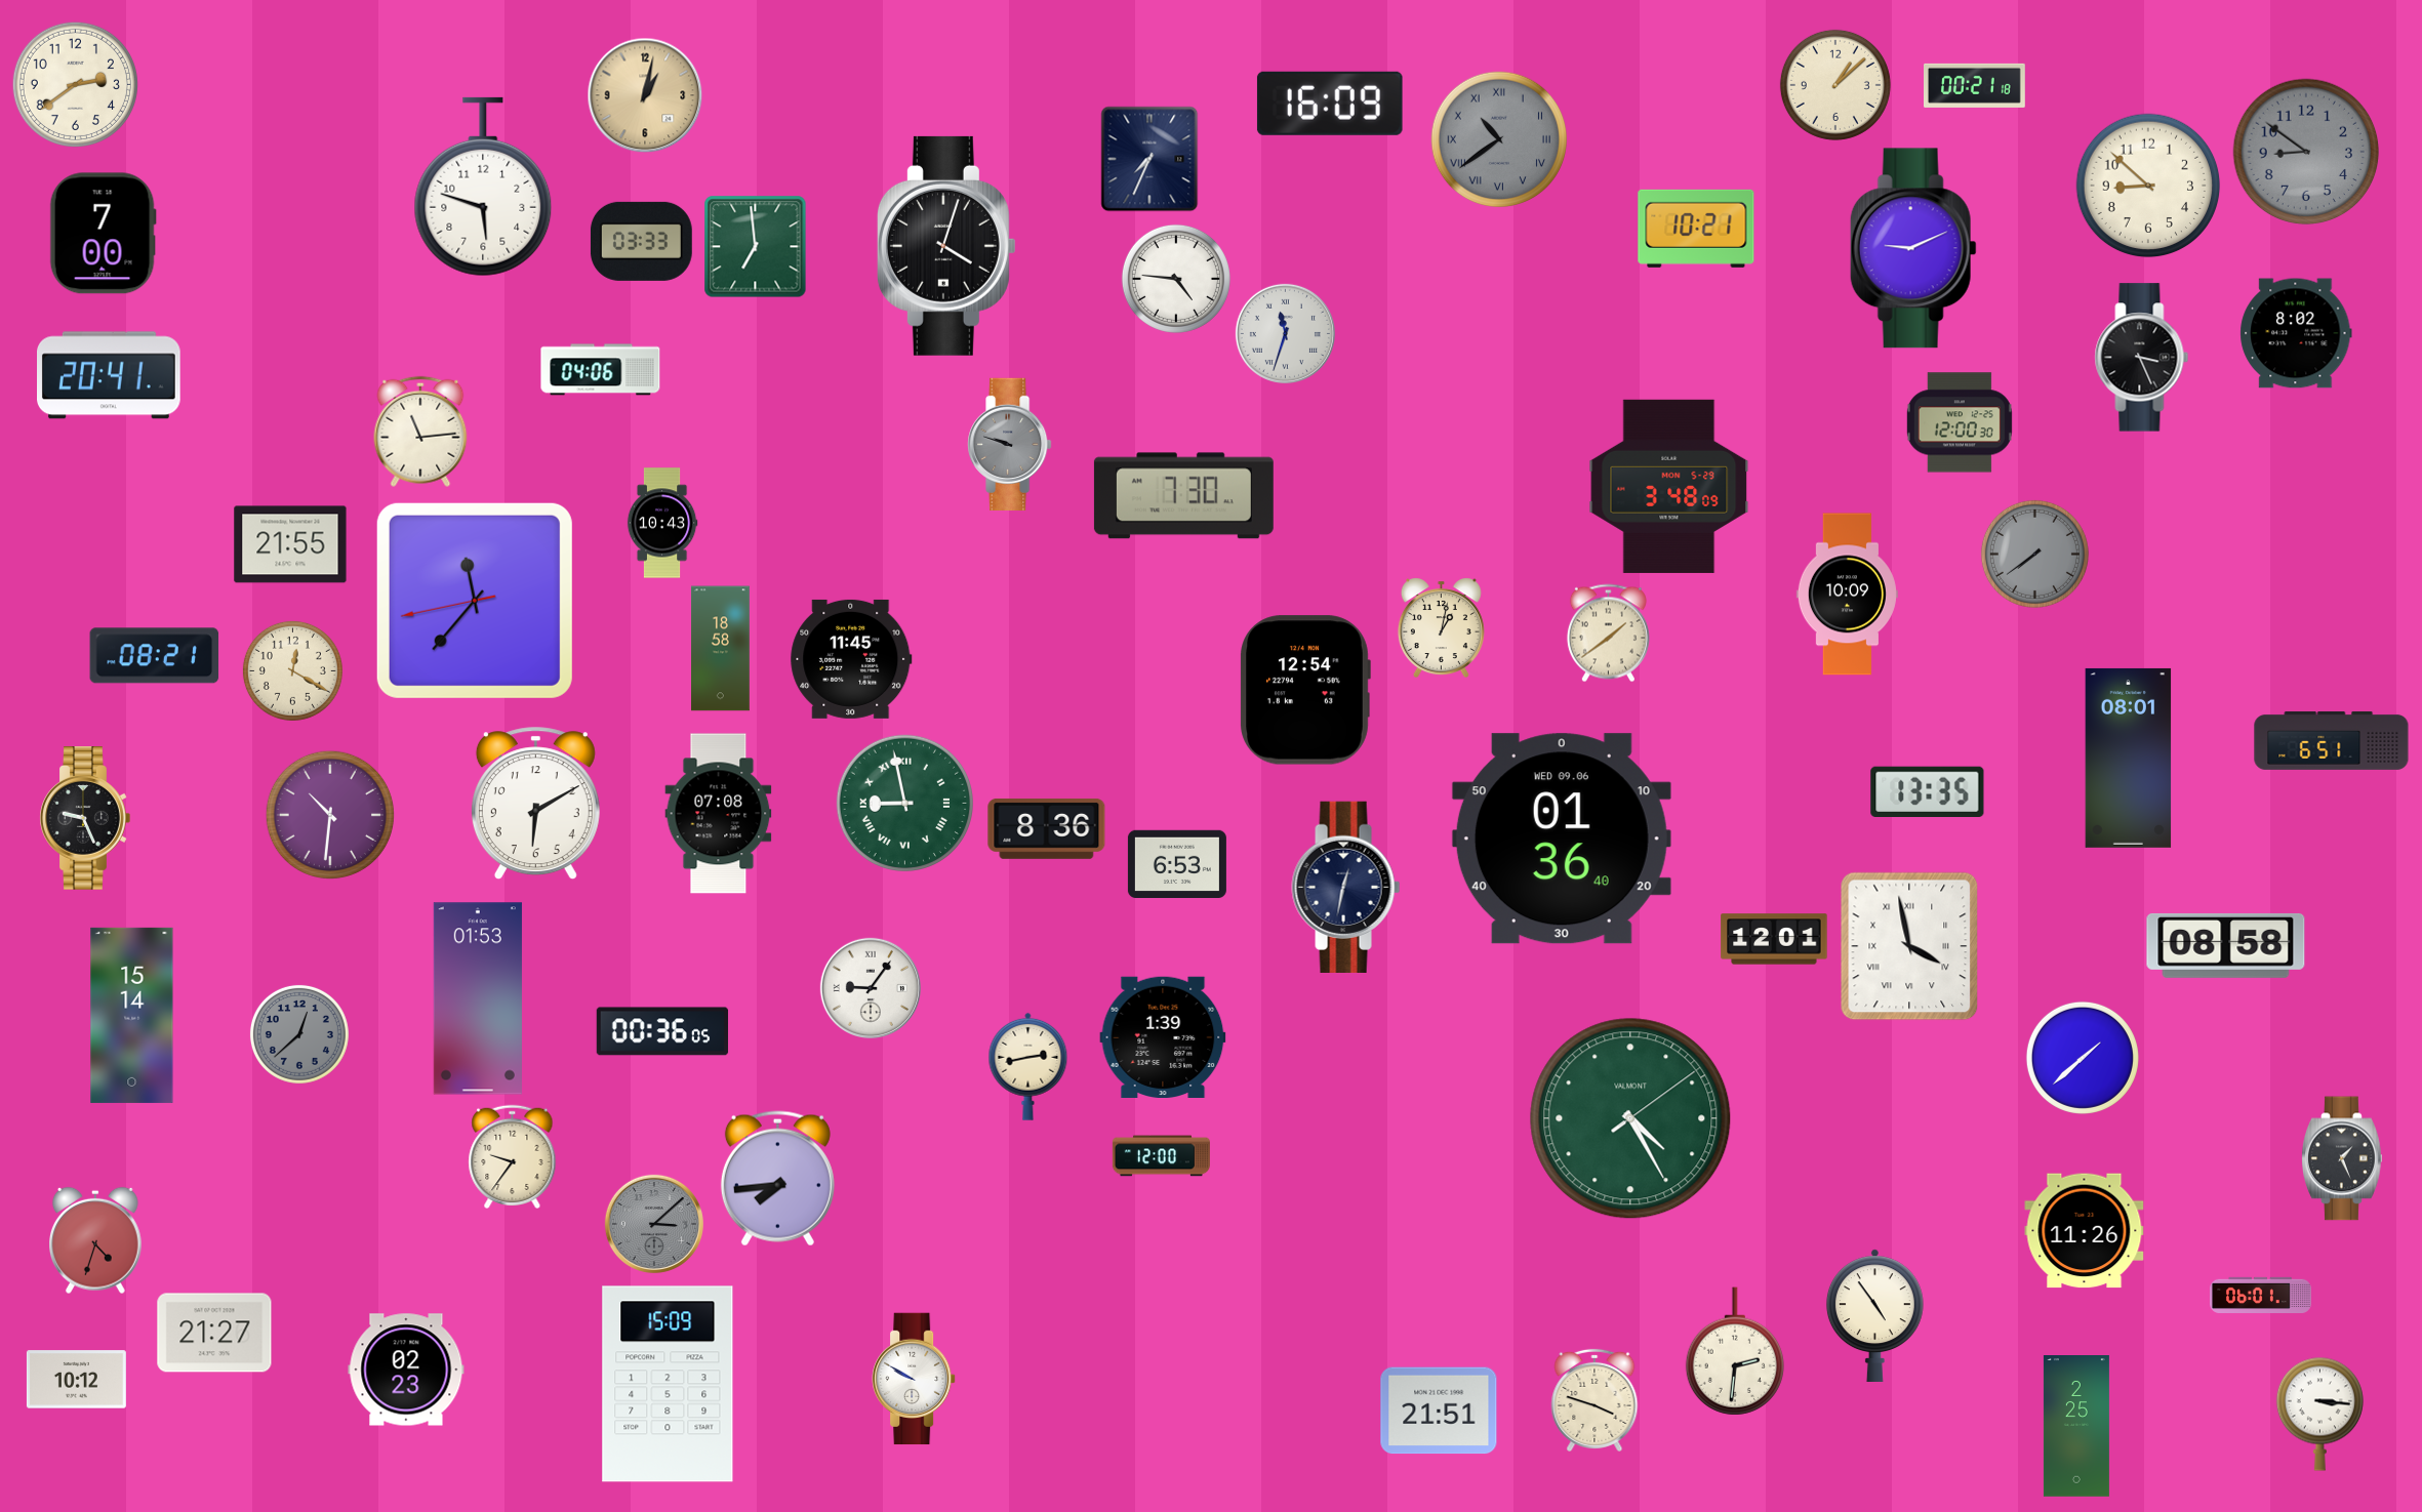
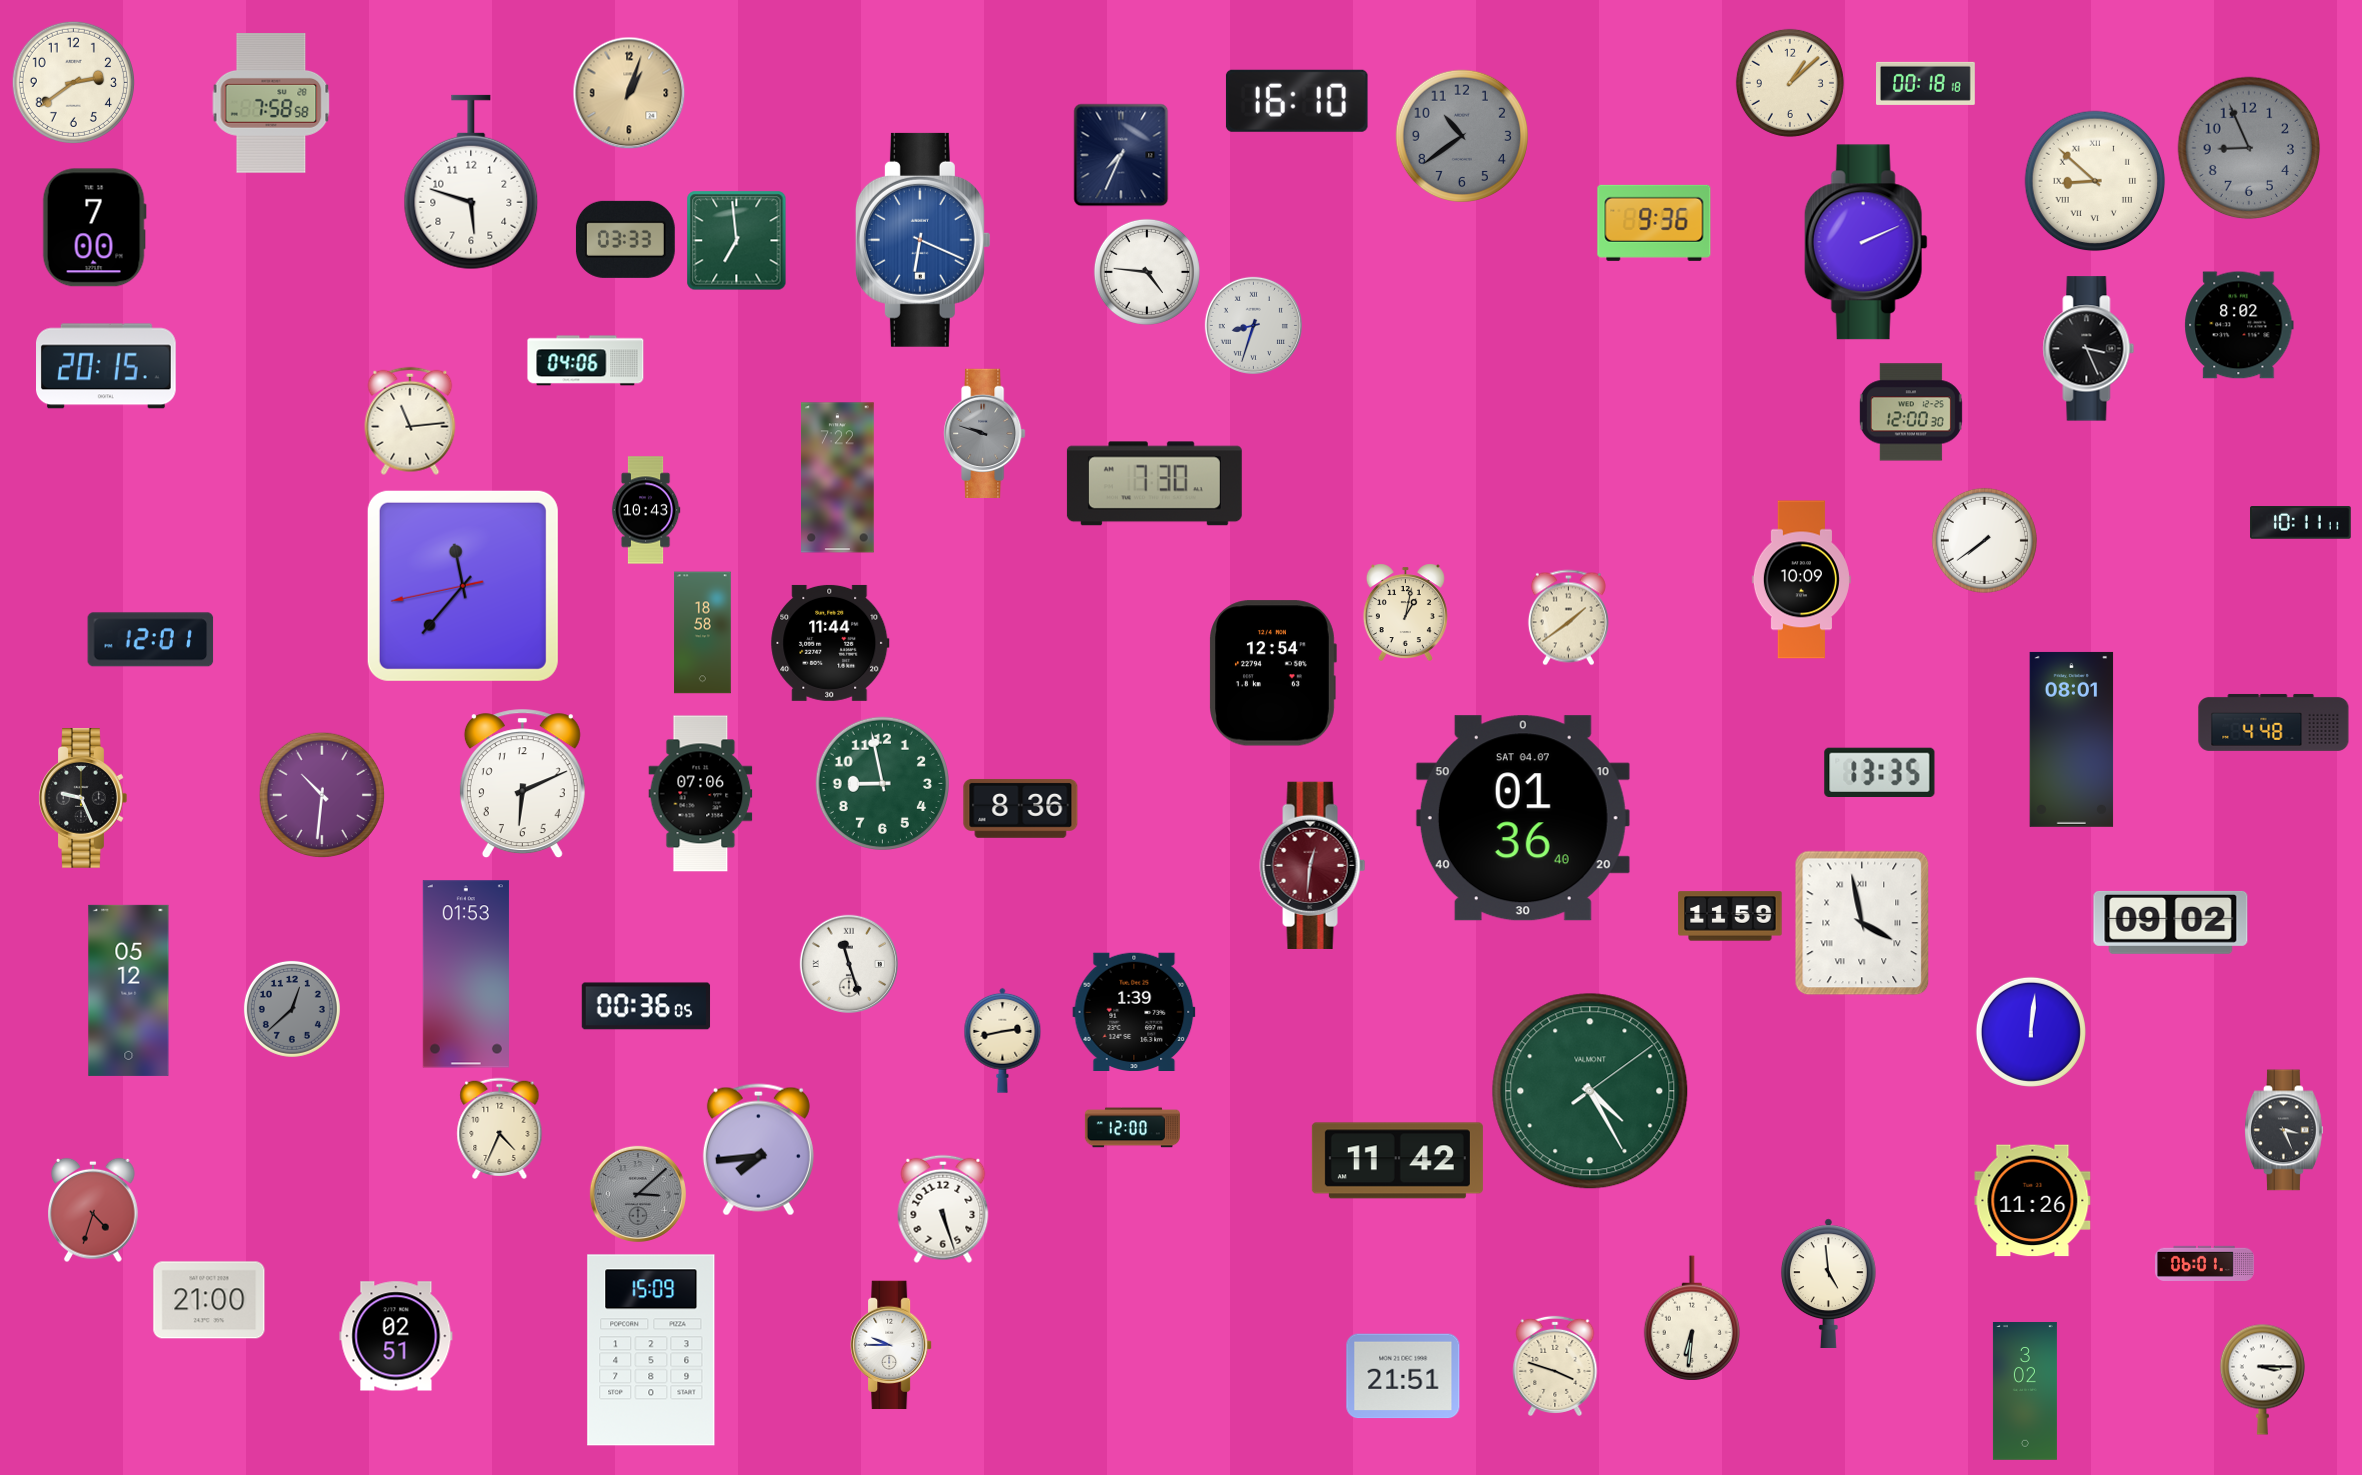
clock at (1975, 85): 00:21 -> 00:18
clock at (645, 95): 1:02 -> 1:03
clock at (1330, 104): 16:09 -> 16:10
clock at (271, 104): none -> 7:58
clock at (1498, 138) numerals: Roman -> Arabic
clock at (2306, 152): 8:51 -> 8:56
clock at (2148, 186) numerals: Arabic -> Roman
clock at (1696, 229): 10:21 -> 9:36
clock at (103, 234) position: (103, 234) -> (94, 228)
clock at (641, 241) position: (641, 241) -> (625, 239)
clock at (946, 246): 4:03 -> 6:19
clock at (946, 246) dial: black -> blue
clock at (1913, 248): 9:11 -> 2:11
clock at (1285, 333): 11:33 -> 8:33
clock at (110, 375): 20:41 -> 20:15
clock at (1669, 486): 3:48 -> none
clock at (838, 478): none -> 7:22
clock at (2301, 523): none -> 10:11
clock at (290, 544): 21:55 -> none
clock at (2034, 554) dial: grey -> white
clock at (155, 656): 08:21 -> 12:01
clock at (851, 659): 11:45 -> 11:44
clock at (292, 670): 12:20 -> none
clock at (2332, 740): 6:51 -> 4:48
clock at (2129, 758) position: (2129, 758) -> (2072, 739)
clock at (535, 804): 6:10 -> 6:11
clock at (905, 804) numerals: Roman -> Arabic
clock at (719, 814): 07:08 -> 07:06
clock at (1562, 839) date: WED 09.06 -> SAT 04.07
clock at (1177, 864): 6:53 -> none
clock at (1346, 887): 12:32 -> 12:31
clock at (1346, 887) dial: navy -> burgundy
clock at (1774, 939): 12:01 -> 11:59
clock at (2226, 945): 08:58 -> 09:02
clock at (871, 988): 9:06 -> 11:27
clock at (132, 1015): 15:14 -> 05:12
clock at (2083, 1058): 1:38 -> 12:01
clock at (513, 1156): 9:36 -> 4:34
clock at (2343, 1158): 1:26 -> 3:26
clock at (1397, 1161): none -> 11:42
clock at (943, 1209): none -> 5:27
clock at (1874, 1315): 4:54 -> 4:59
clock at (214, 1333): 21:27 -> 21:00
clock at (1735, 1351): 2:31 -> 6:31
clock at (406, 1370): 02:23 -> 02:51
clock at (914, 1379): 9:50 -> 9:45
clock at (76, 1380): 10:12 -> none
clock at (2319, 1414): 3:16 -> 3:15
clock at (2076, 1427): 2:25 -> 3:02
